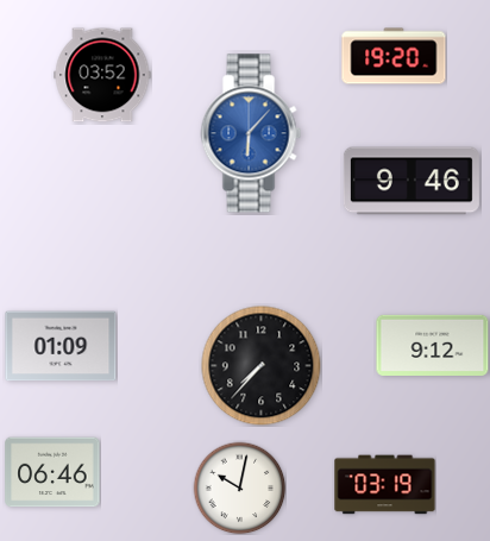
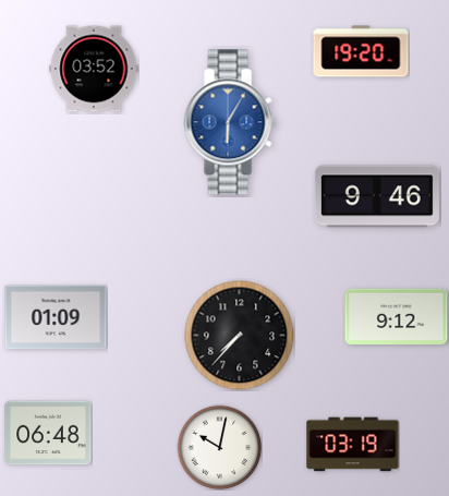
clock at (251, 133): 6:07 -> 6:05
clock at (412, 181) position: (412, 181) -> (377, 196)
clock at (52, 472): 06:46 -> 06:48
